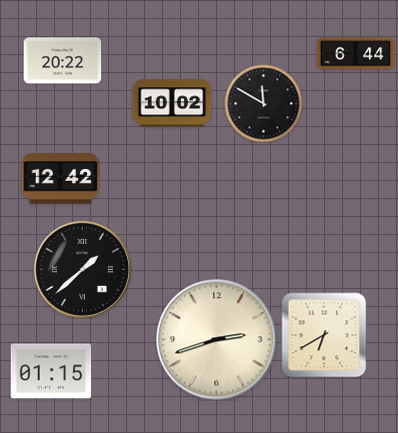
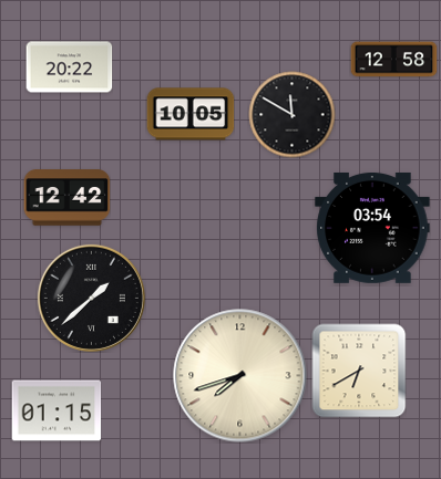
clock at (355, 54): 6:44 -> 12:58
clock at (172, 103): 10:02 -> 10:05
clock at (372, 228): none -> 03:54
clock at (217, 340): 2:42 -> 7:42
